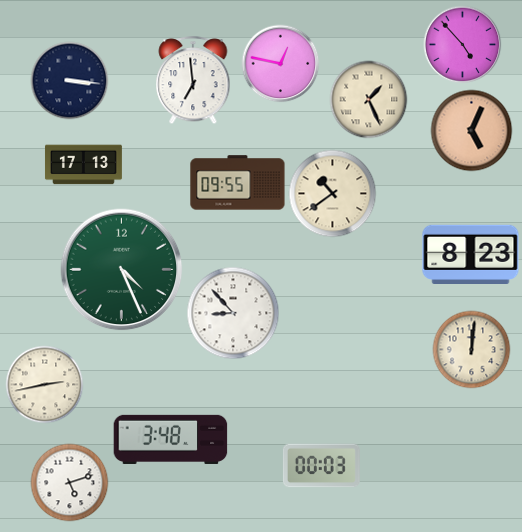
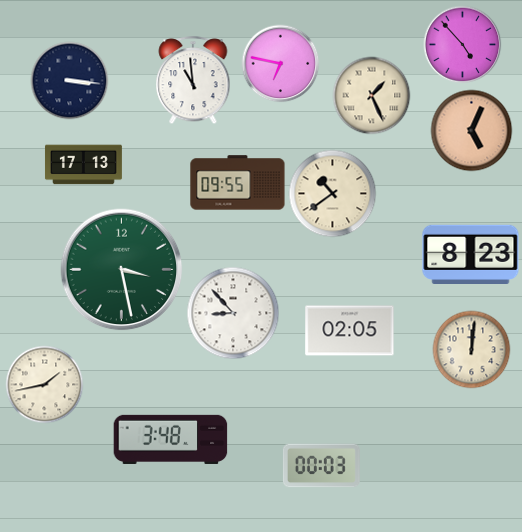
clock at (280, 63): 12:47 -> 6:47
clock at (193, 80): 6:59 -> 10:59
clock at (368, 99) position: (368, 99) -> (371, 95)
clock at (122, 270): 4:26 -> 3:28
clock at (350, 331): none -> 02:05
clock at (44, 384): 2:43 -> 1:43
clock at (69, 482): 5:12 -> none
